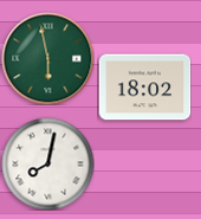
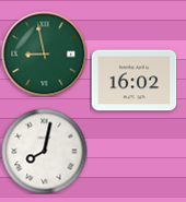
clock at (47, 58): 5:58 -> 8:58
clock at (144, 88): 18:02 -> 16:02
